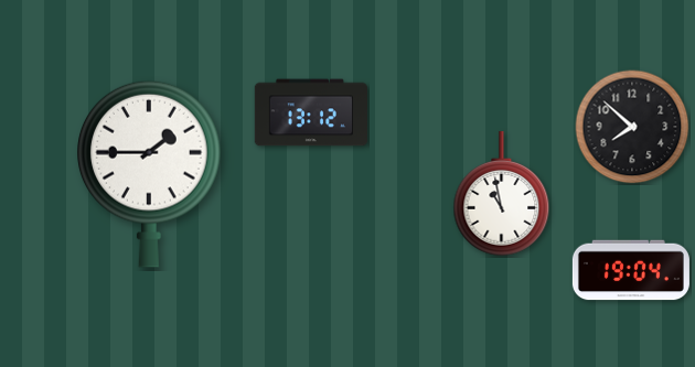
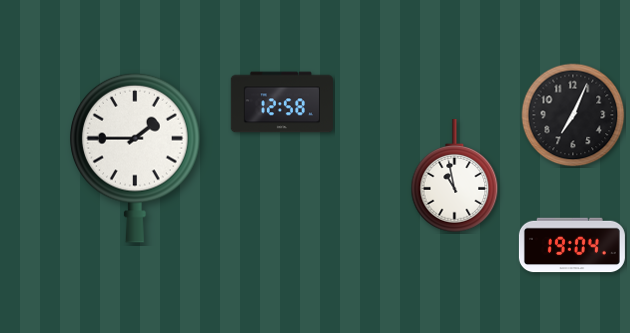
clock at (310, 112): 13:12 -> 12:58
clock at (632, 127): 7:52 -> 7:04
